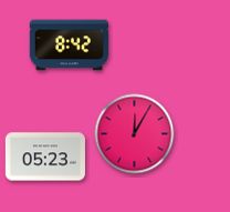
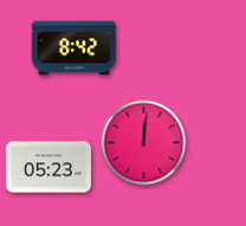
clock at (135, 134): 12:05 -> 12:01
